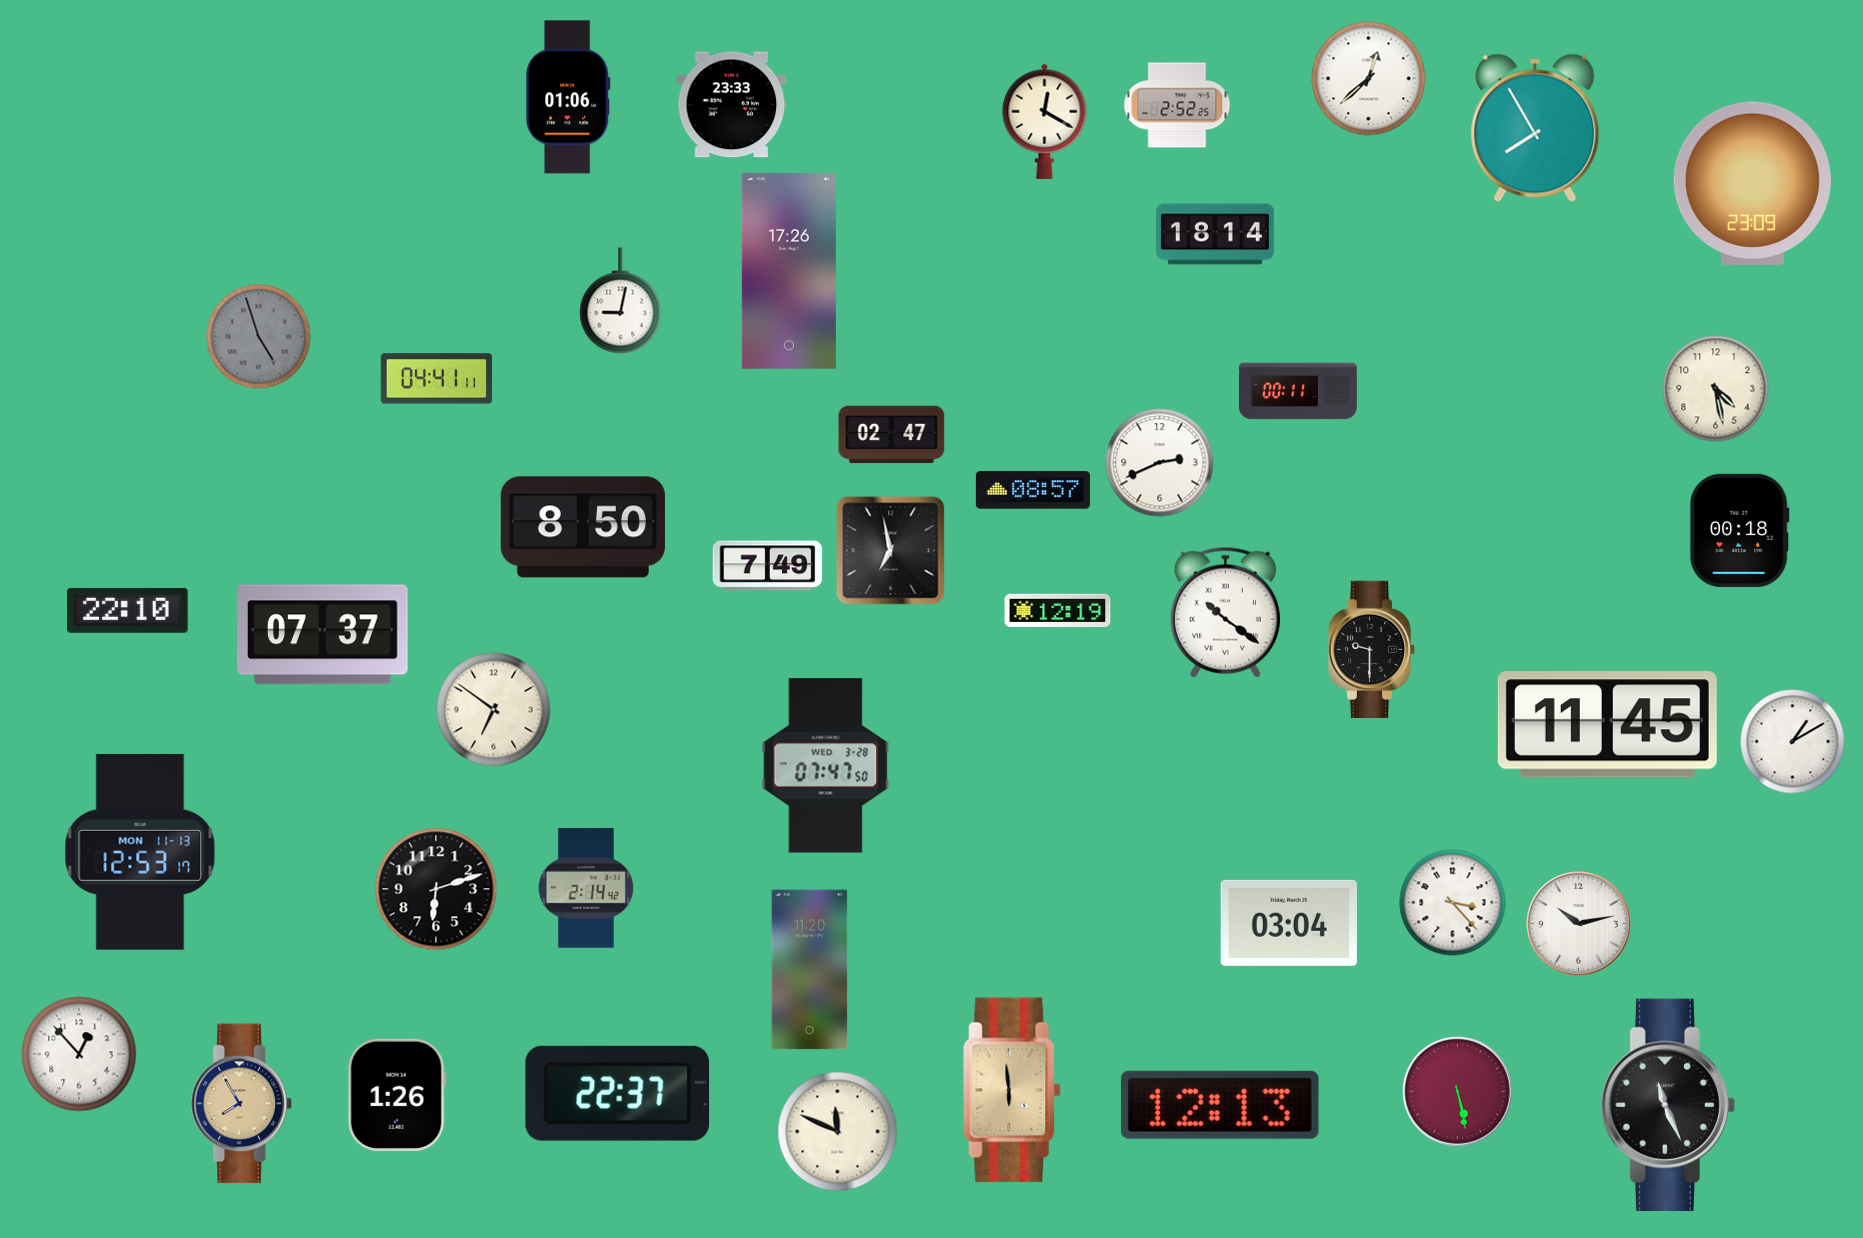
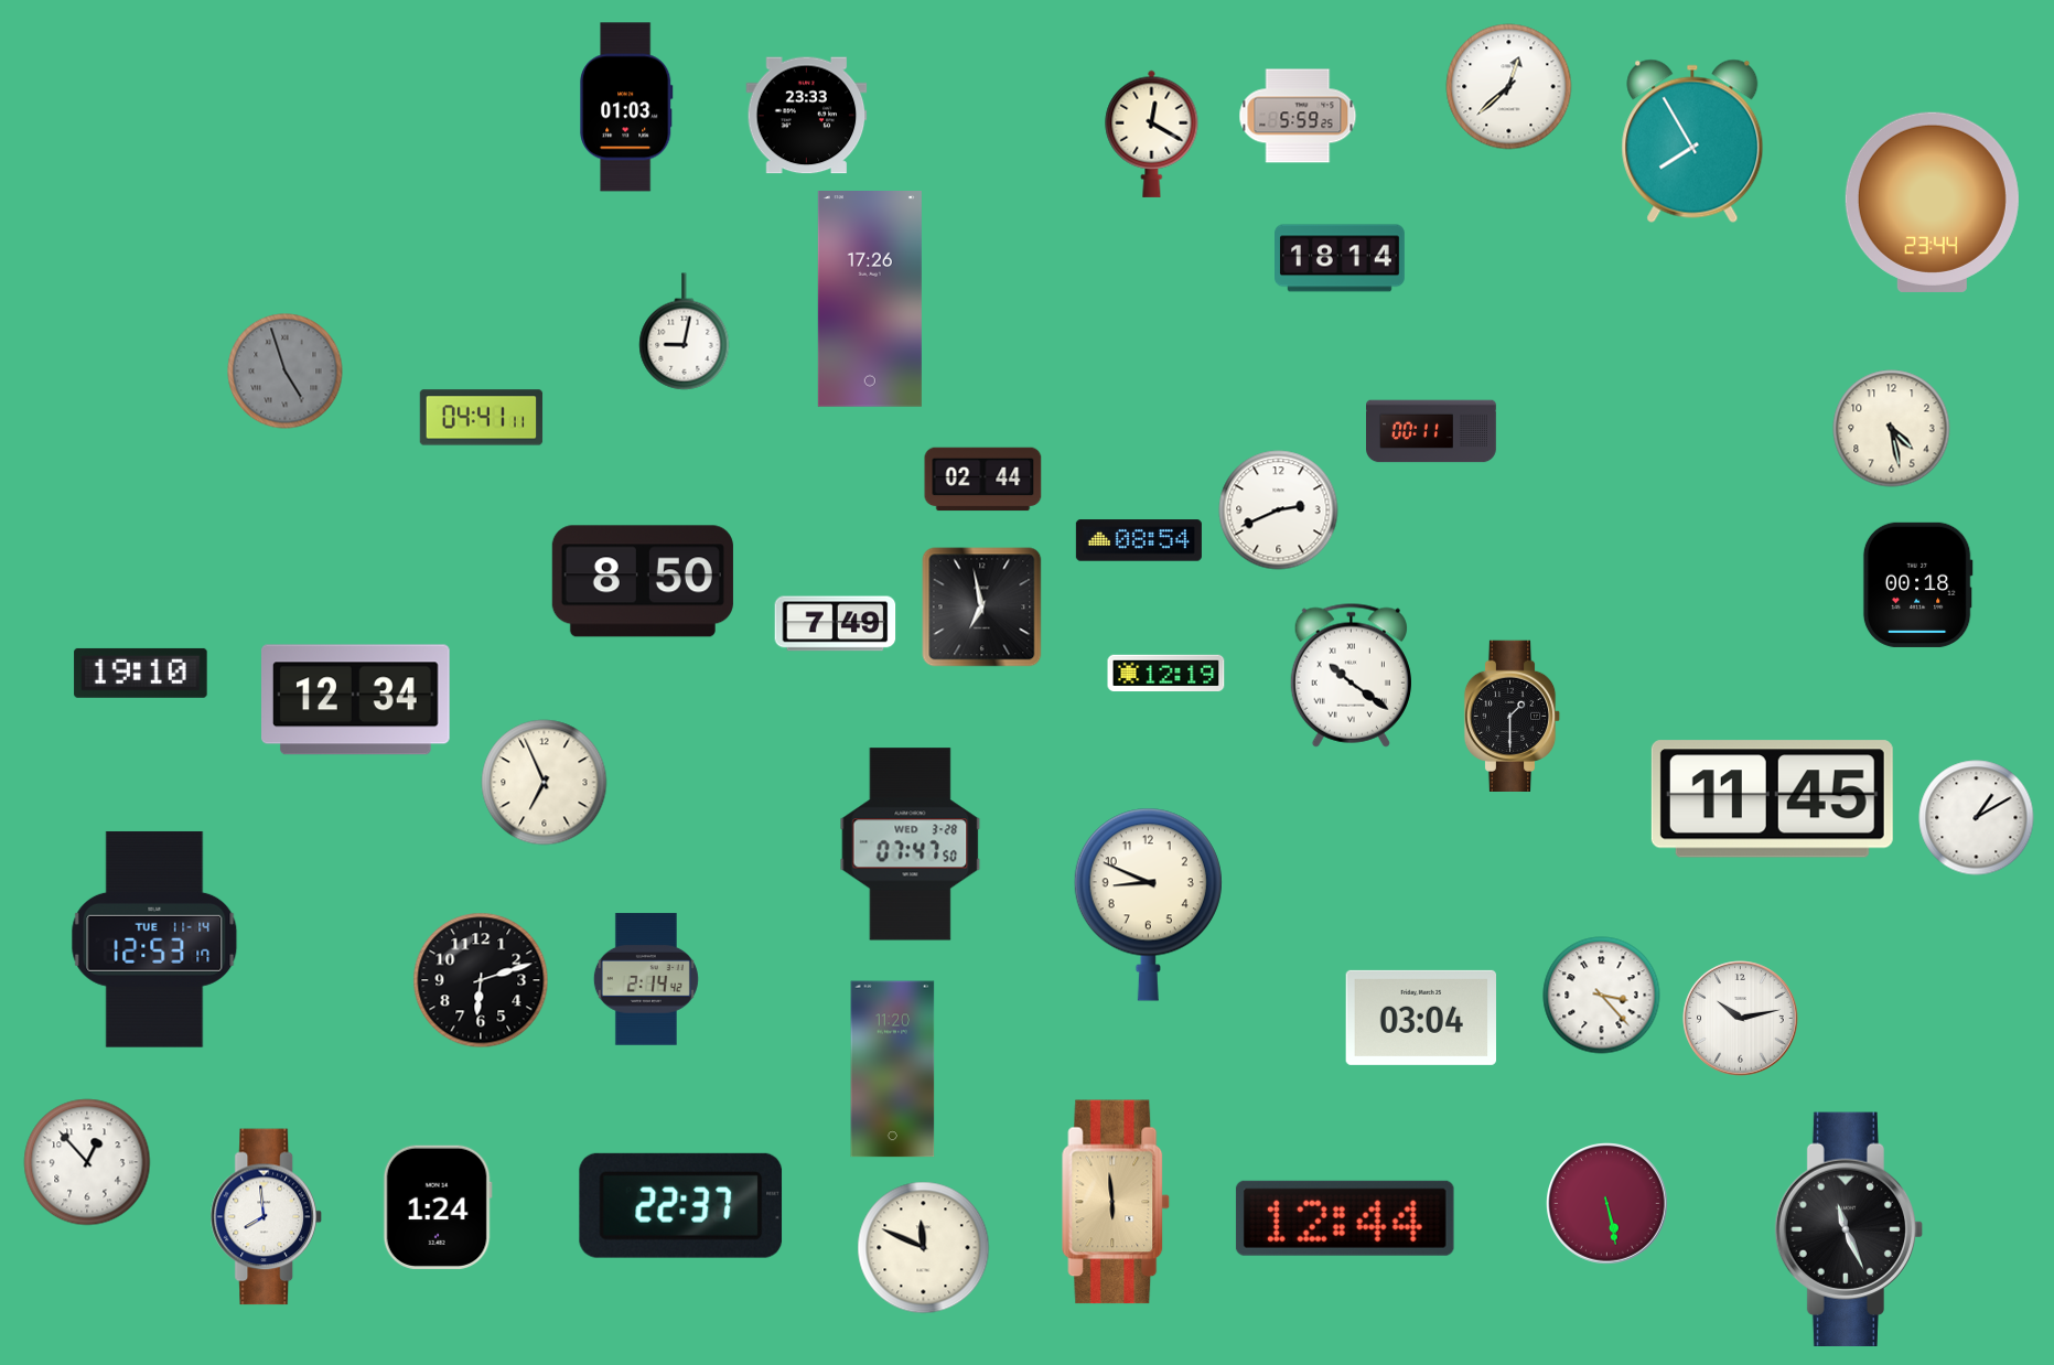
clock at (568, 97): 01:06 -> 01:03
clock at (1177, 105): 2:52 -> 5:59
clock at (1752, 183): 23:09 -> 23:44
clock at (892, 435): 02:47 -> 02:44
clock at (1033, 490): 08:57 -> 08:54
clock at (768, 566) position: (768, 566) -> (836, 624)
clock at (128, 610): 22:10 -> 19:10
clock at (323, 635): 07:37 -> 12:34
clock at (1372, 649): 9:30 -> 1:30
clock at (494, 710): 6:51 -> 6:56
clock at (1148, 904): none -> 8:49
clock at (140, 852) date: MON 11-13 -> TUE 11-14
clock at (397, 1095): 1:26 -> 1:24
clock at (241, 1104): 7:55 -> 7:59
clock at (241, 1104) dial: champagne -> white
clock at (1668, 1104) position: (1668, 1104) -> (1849, 1228)
clock at (1220, 1105): 12:13 -> 12:44
